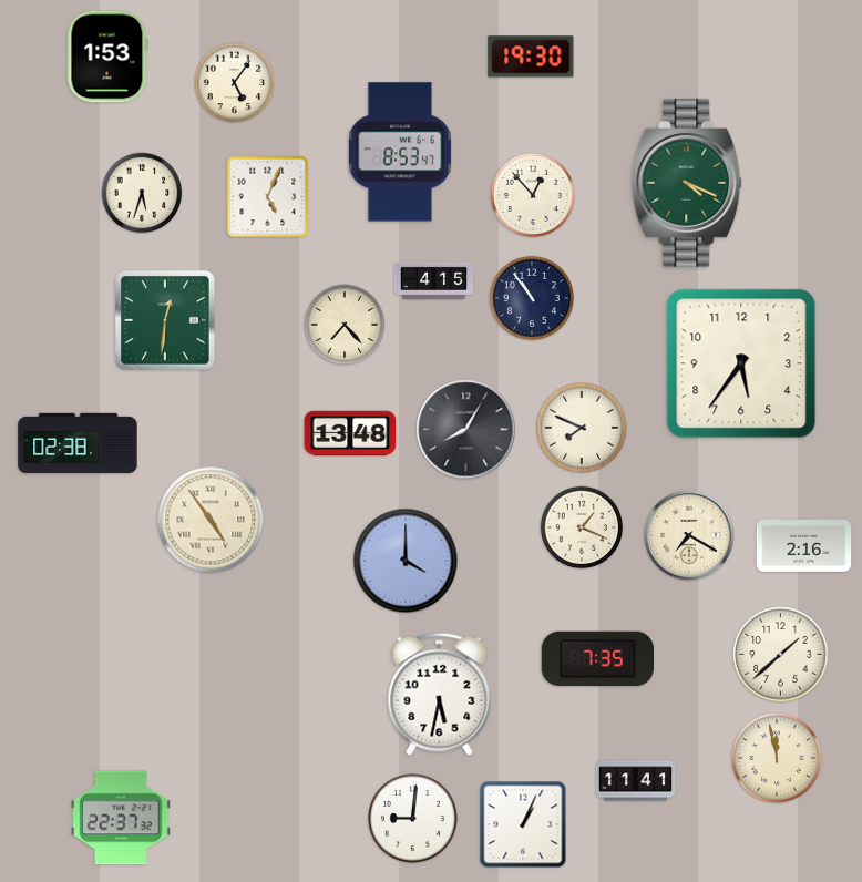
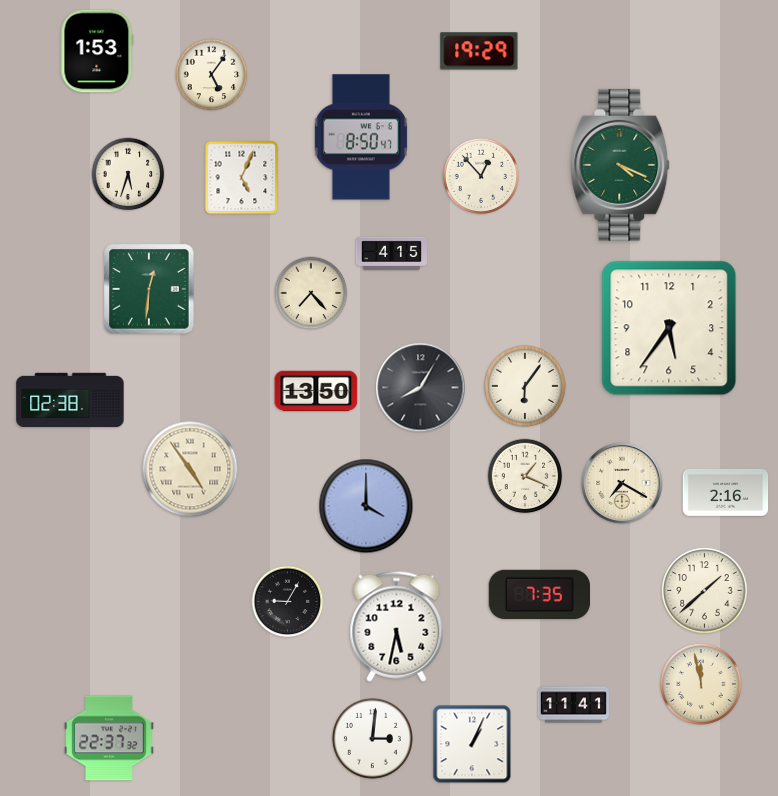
clock at (531, 57): 19:30 -> 19:29
clock at (400, 152): 8:53 -> 8:50
clock at (532, 298): 10:54 -> none
clock at (582, 428): 7:49 -> 6:06
clock at (350, 433): 13:48 -> 13:50
clock at (288, 602): none -> 9:05
clock at (412, 818): 9:01 -> 3:01
